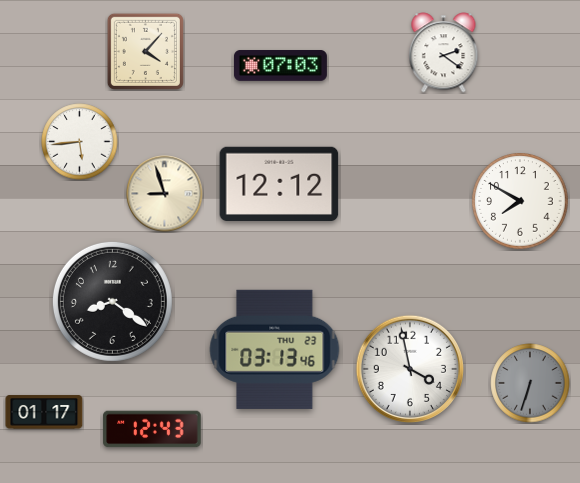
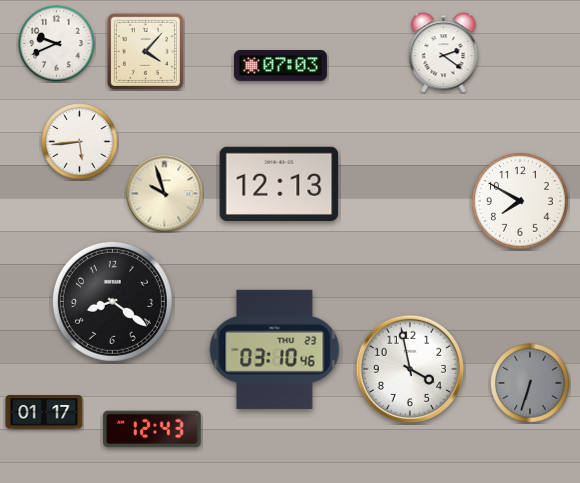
clock at (57, 44): none -> 9:41
clock at (279, 183): 12:12 -> 12:13
clock at (165, 194): 8:57 -> 9:57
clock at (275, 349): 03:13 -> 03:10
